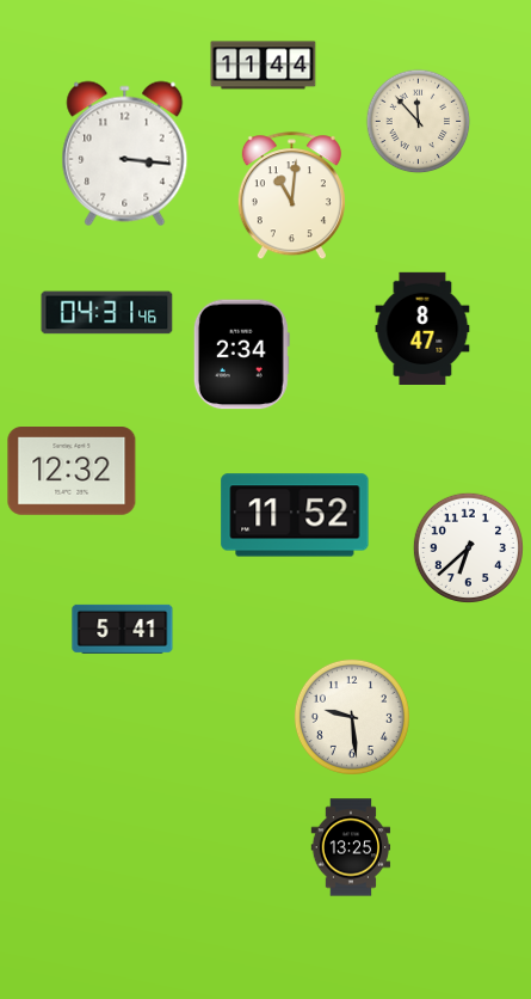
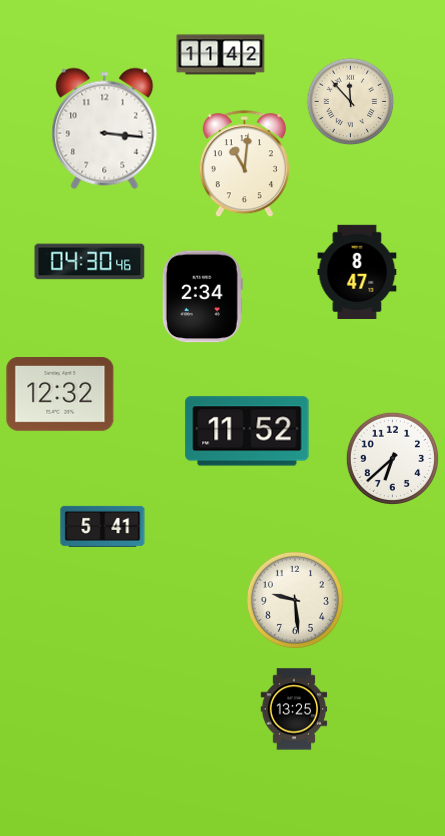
clock at (264, 66): 11:44 -> 11:42
clock at (107, 313): 04:31 -> 04:30
clock at (422, 327) position: (422, 327) -> (357, 271)
